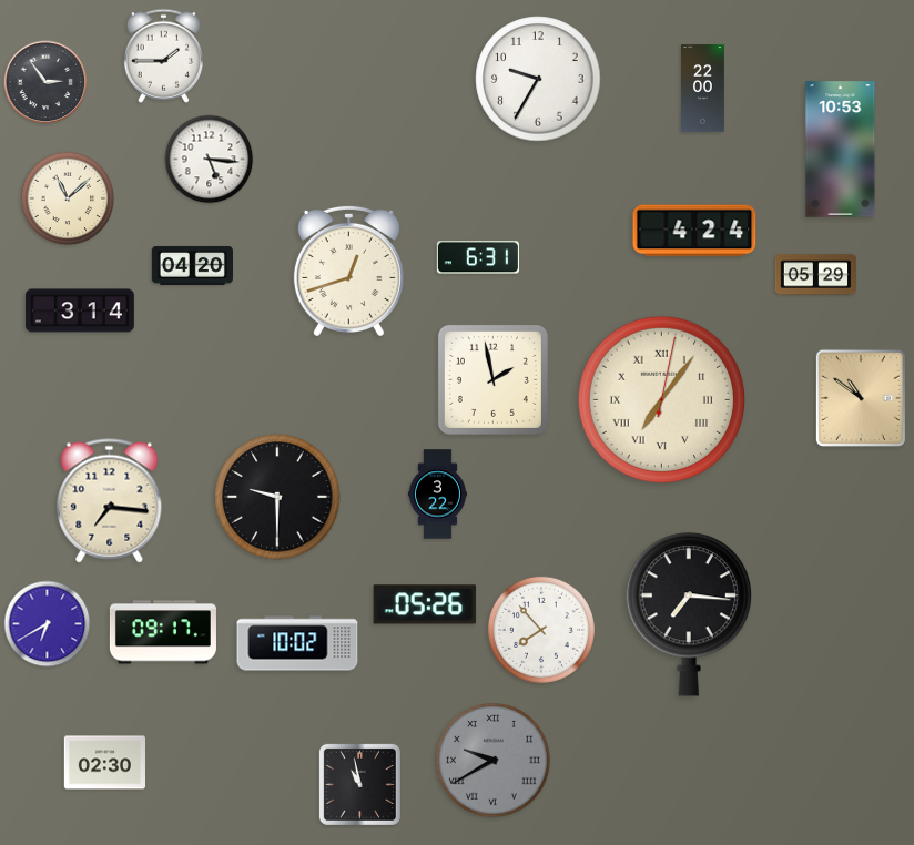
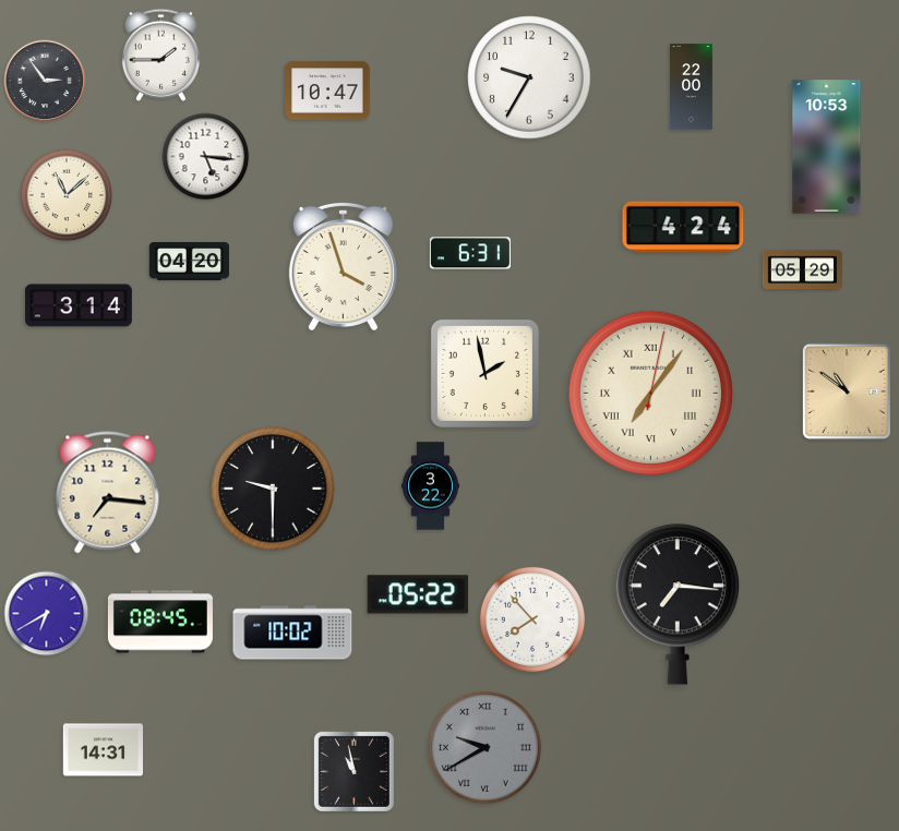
clock at (327, 91): none -> 10:47
clock at (348, 269): 12:42 -> 3:57
clock at (425, 604): 05:26 -> 05:22
clock at (163, 632): 09:17 -> 08:45
clock at (104, 763): 02:30 -> 14:31
